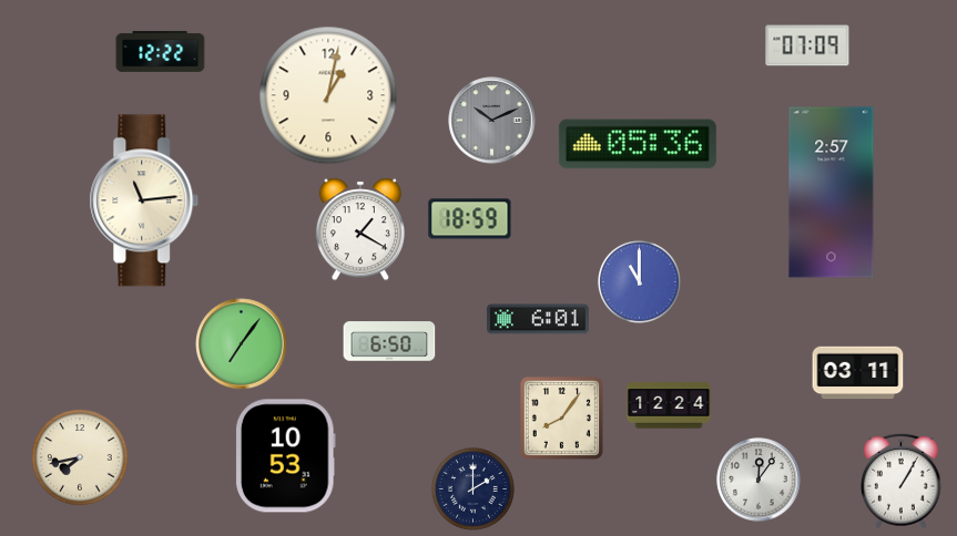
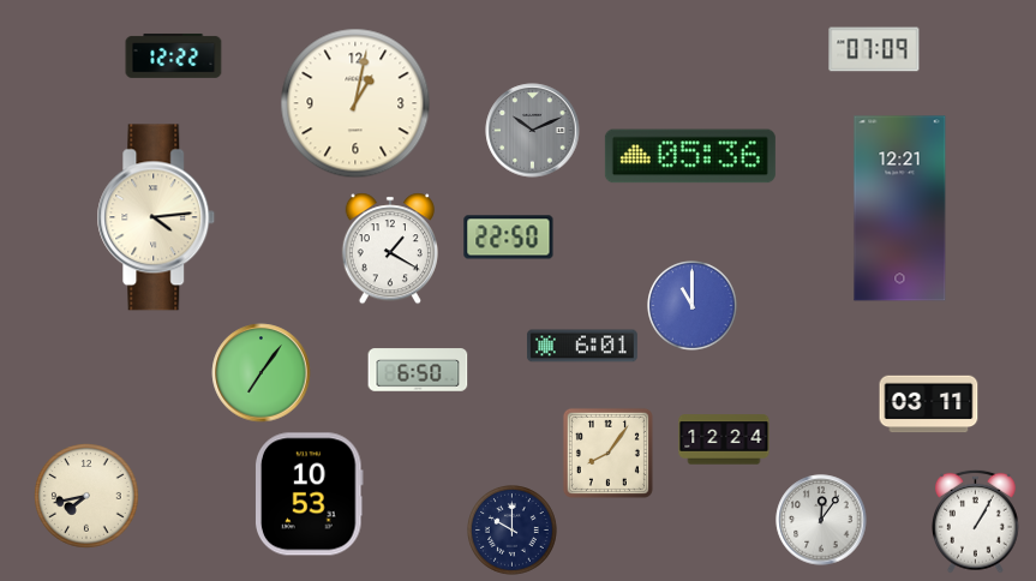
clock at (832, 193): 2:57 -> 12:21
clock at (144, 200): 11:14 -> 4:14
clock at (470, 219): 18:59 -> 22:50
clock at (389, 341) position: (389, 341) -> (418, 370)
clock at (474, 489): 2:00 -> 10:00
